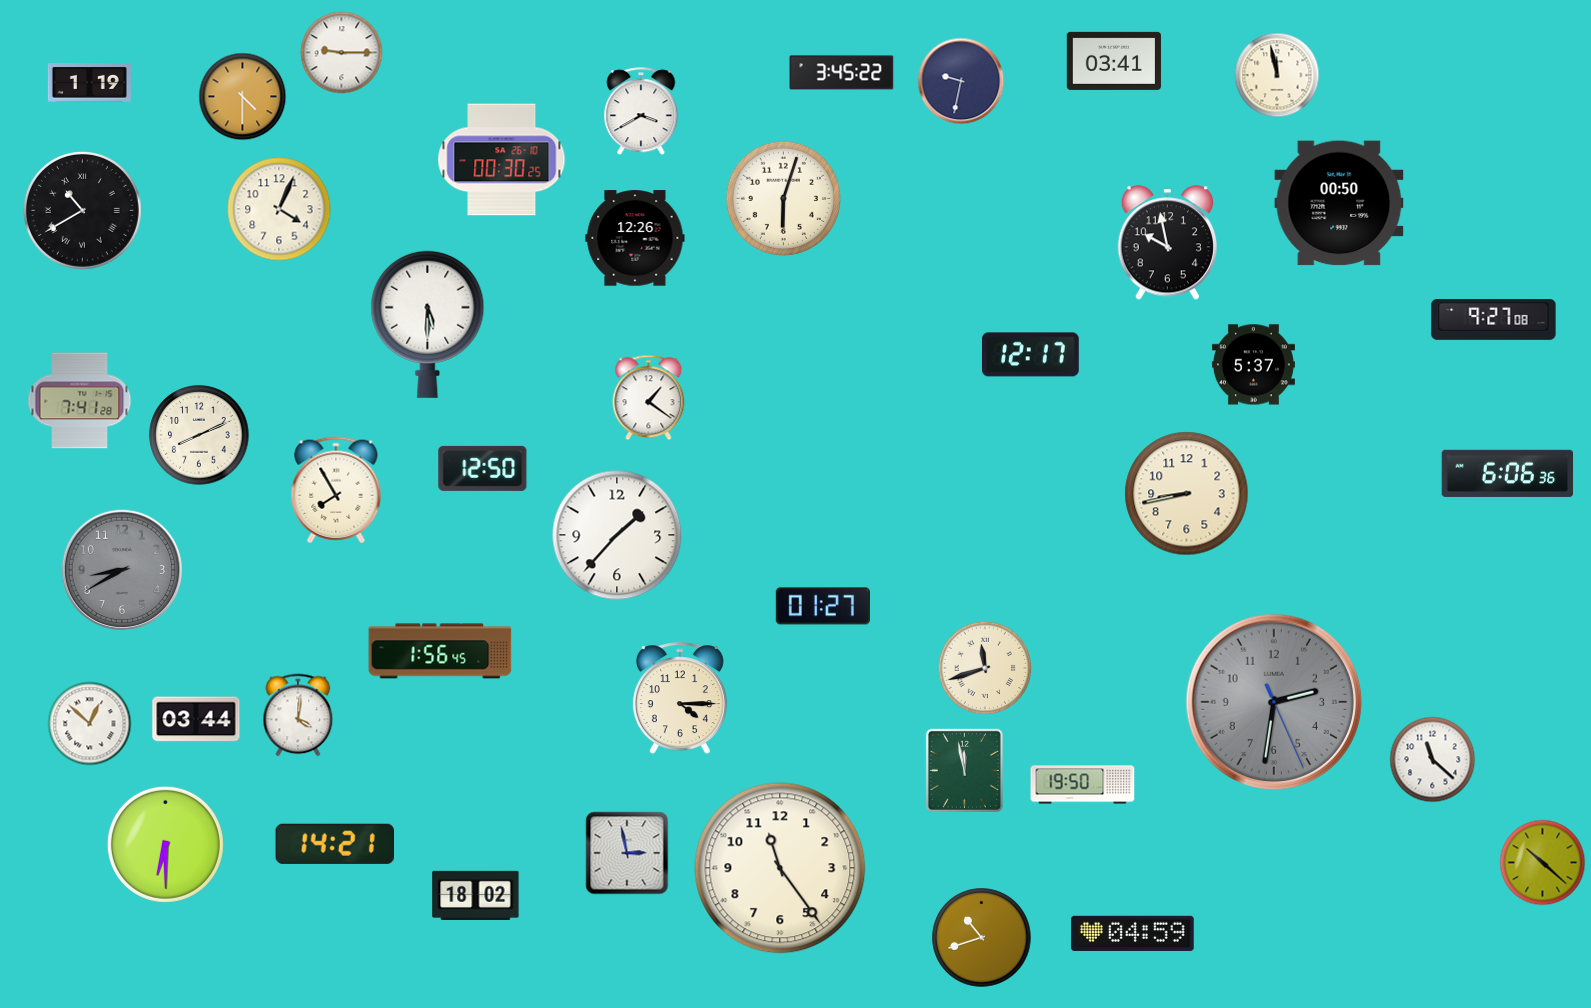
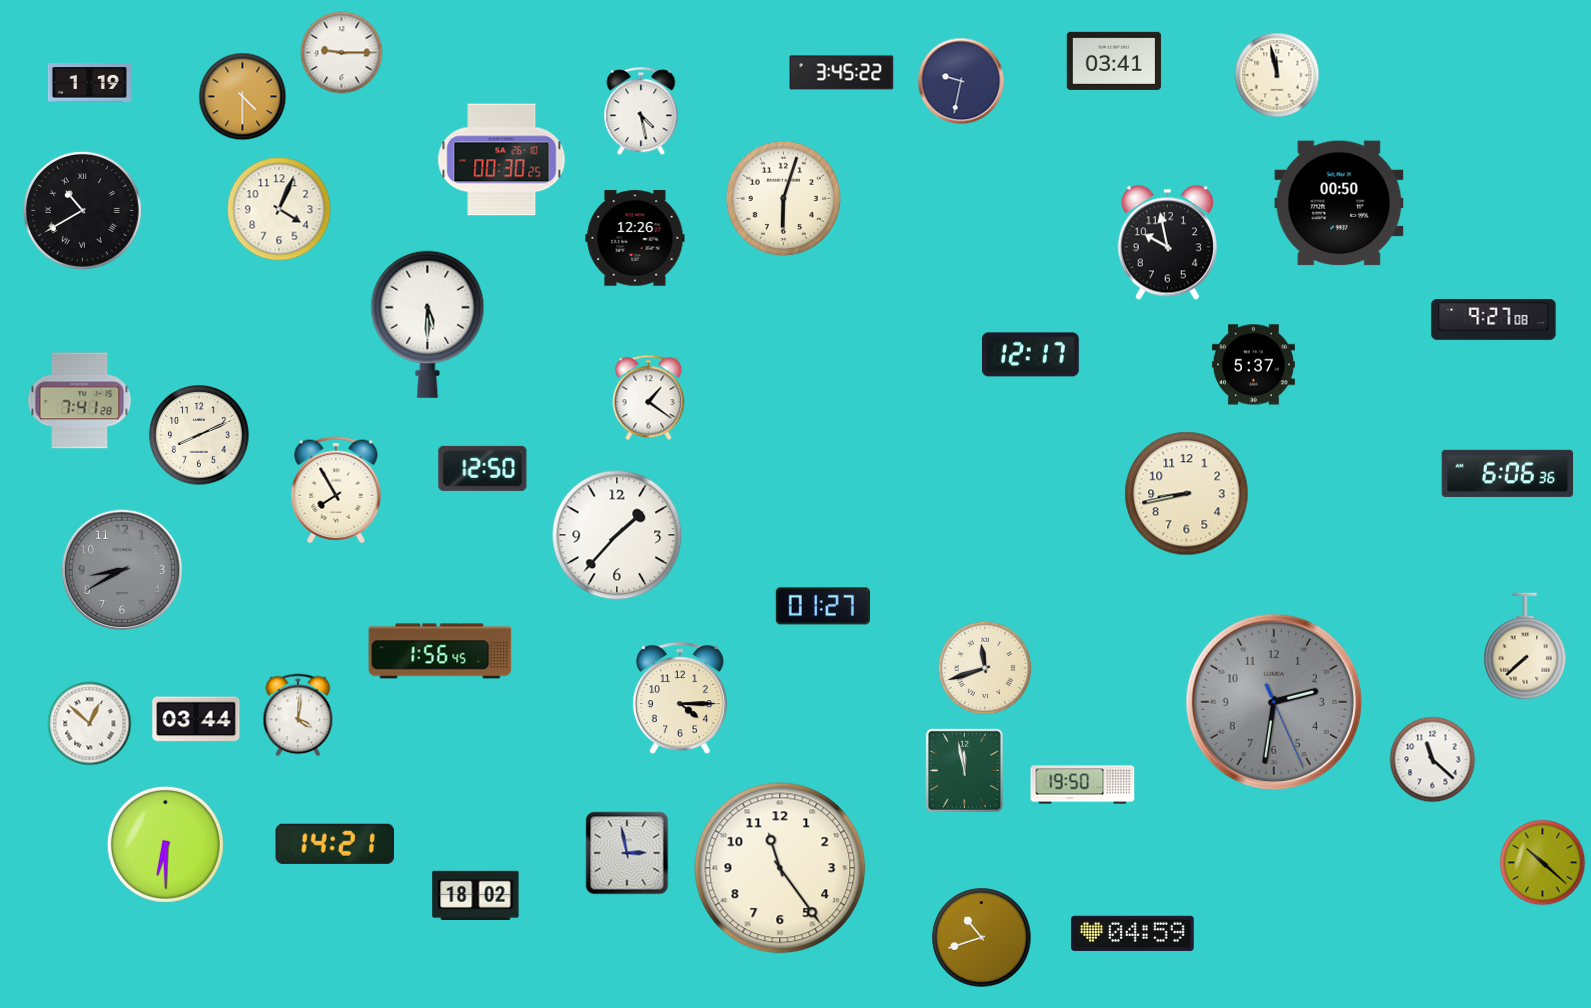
clock at (641, 112): 3:40 -> 4:28
clock at (1525, 646): none -> 7:38
